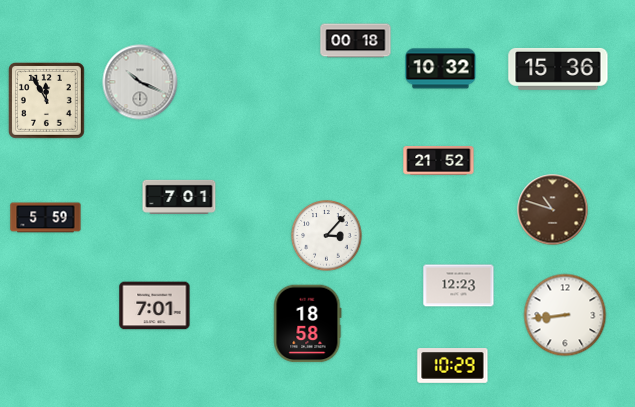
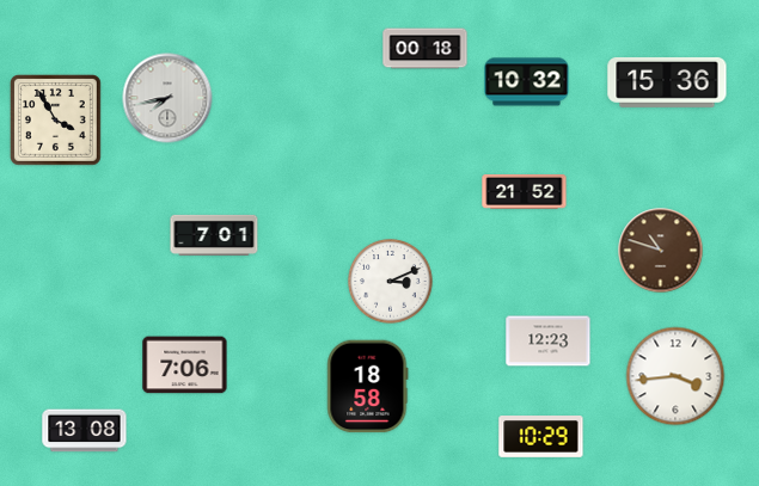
clock at (140, 82): 10:19 -> 7:43
clock at (47, 101): 11:55 -> 3:55
clock at (46, 218): 5:59 -> none
clock at (327, 236): 3:07 -> 3:11
clock at (155, 306): 7:01 -> 7:06
clock at (565, 315): 8:44 -> 3:44
clock at (85, 431): none -> 13:08
